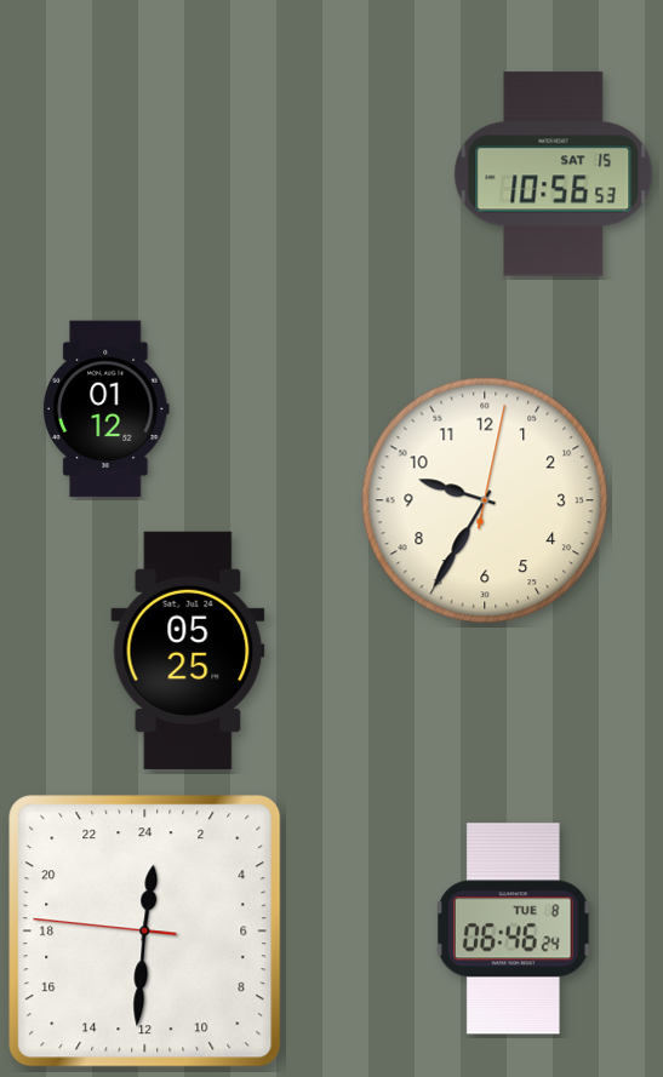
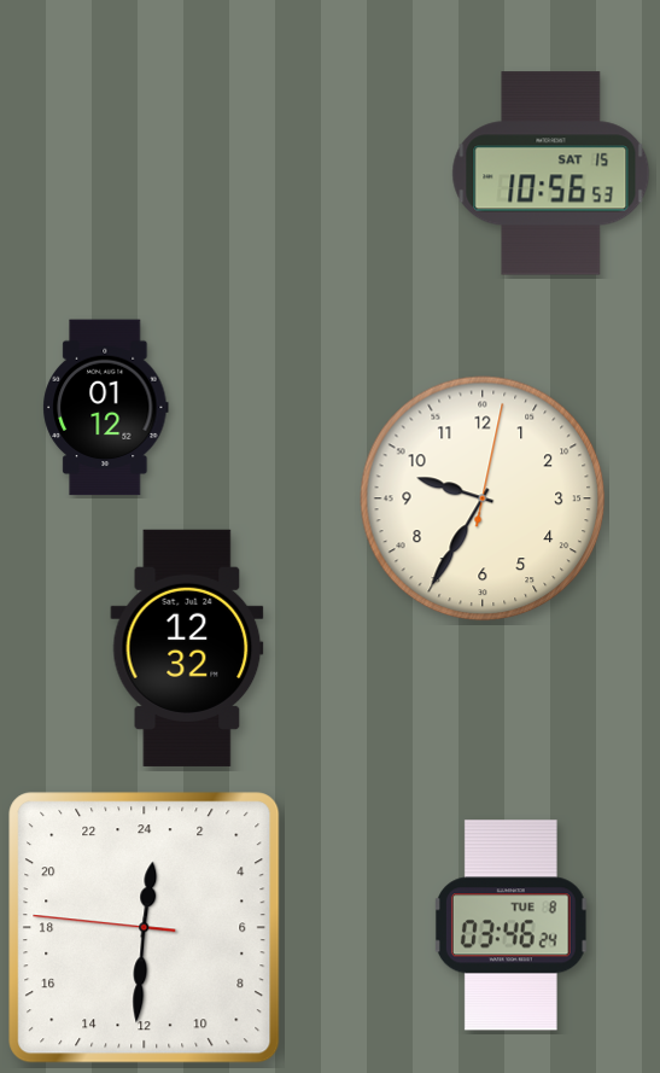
clock at (188, 651): 05:25 -> 12:32
clock at (513, 929): 06:46 -> 03:46
